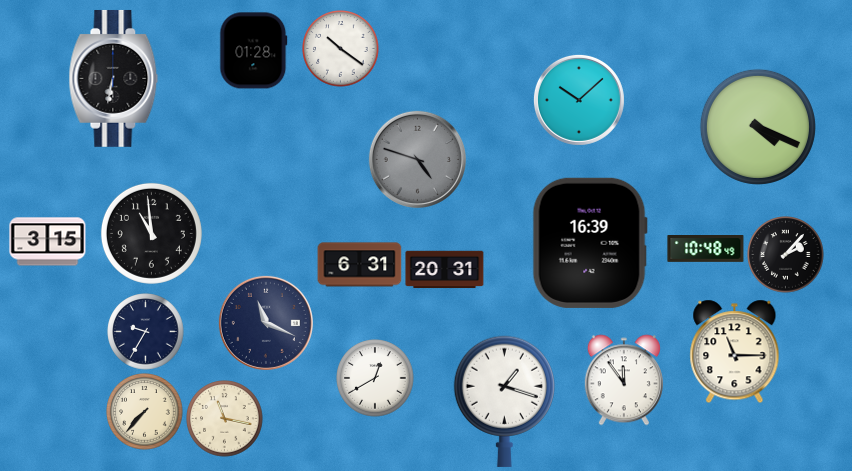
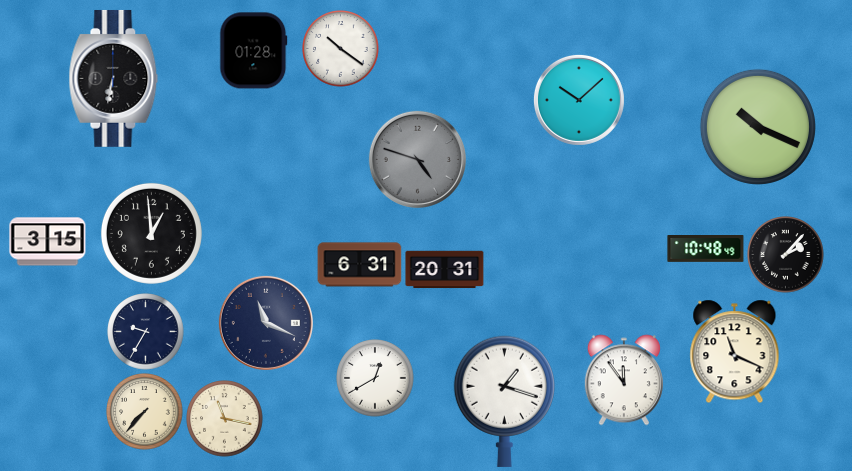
clock at (758, 127): 4:19 -> 10:19
clock at (151, 233): 10:59 -> 12:59
clock at (590, 243): 16:39 -> none
clock at (735, 352): 11:15 -> 11:19
